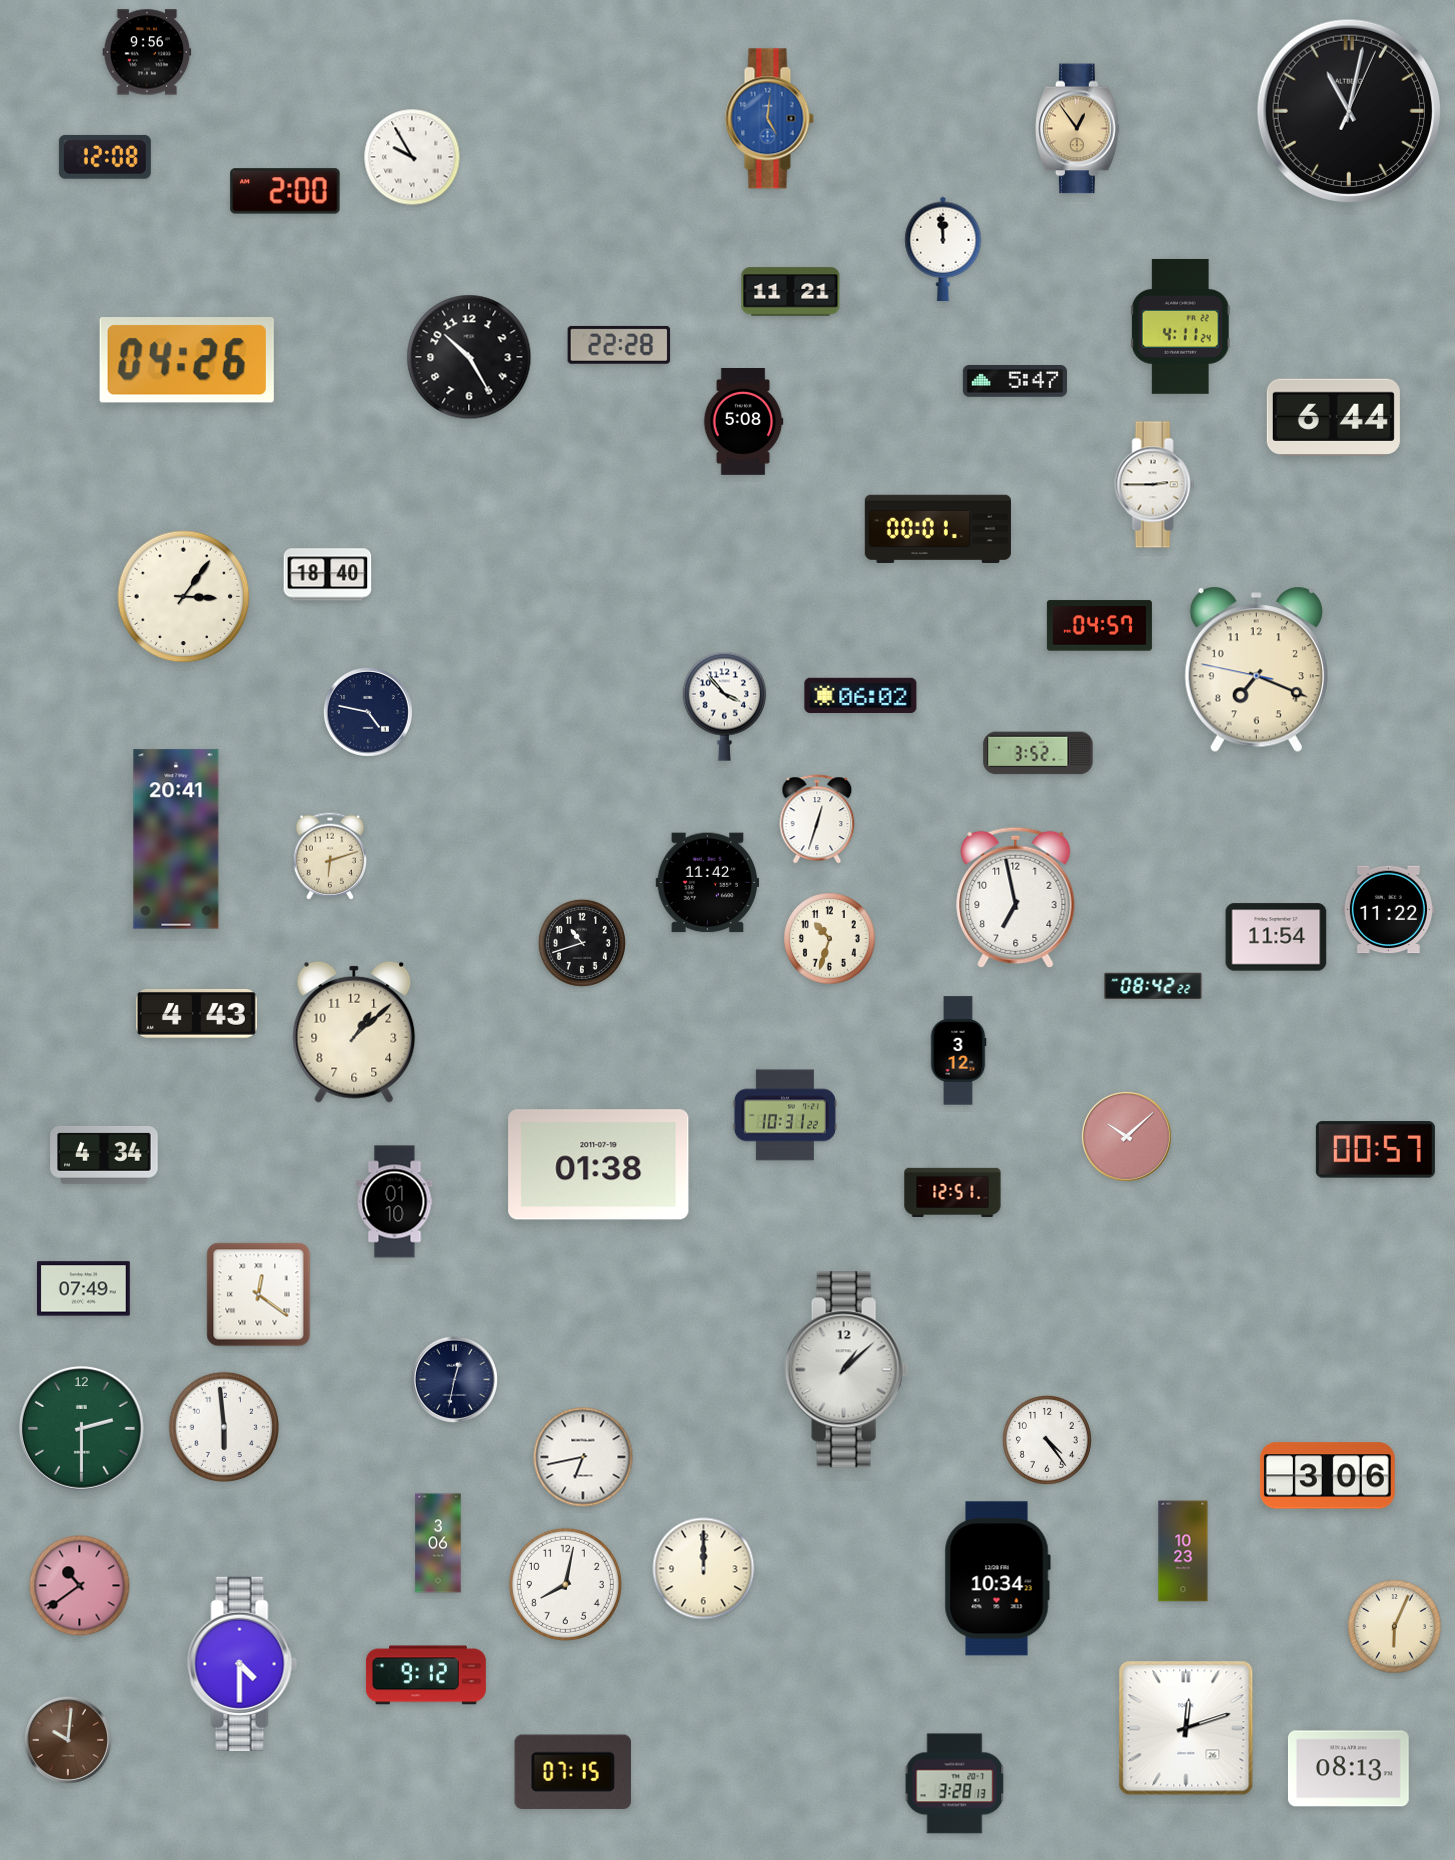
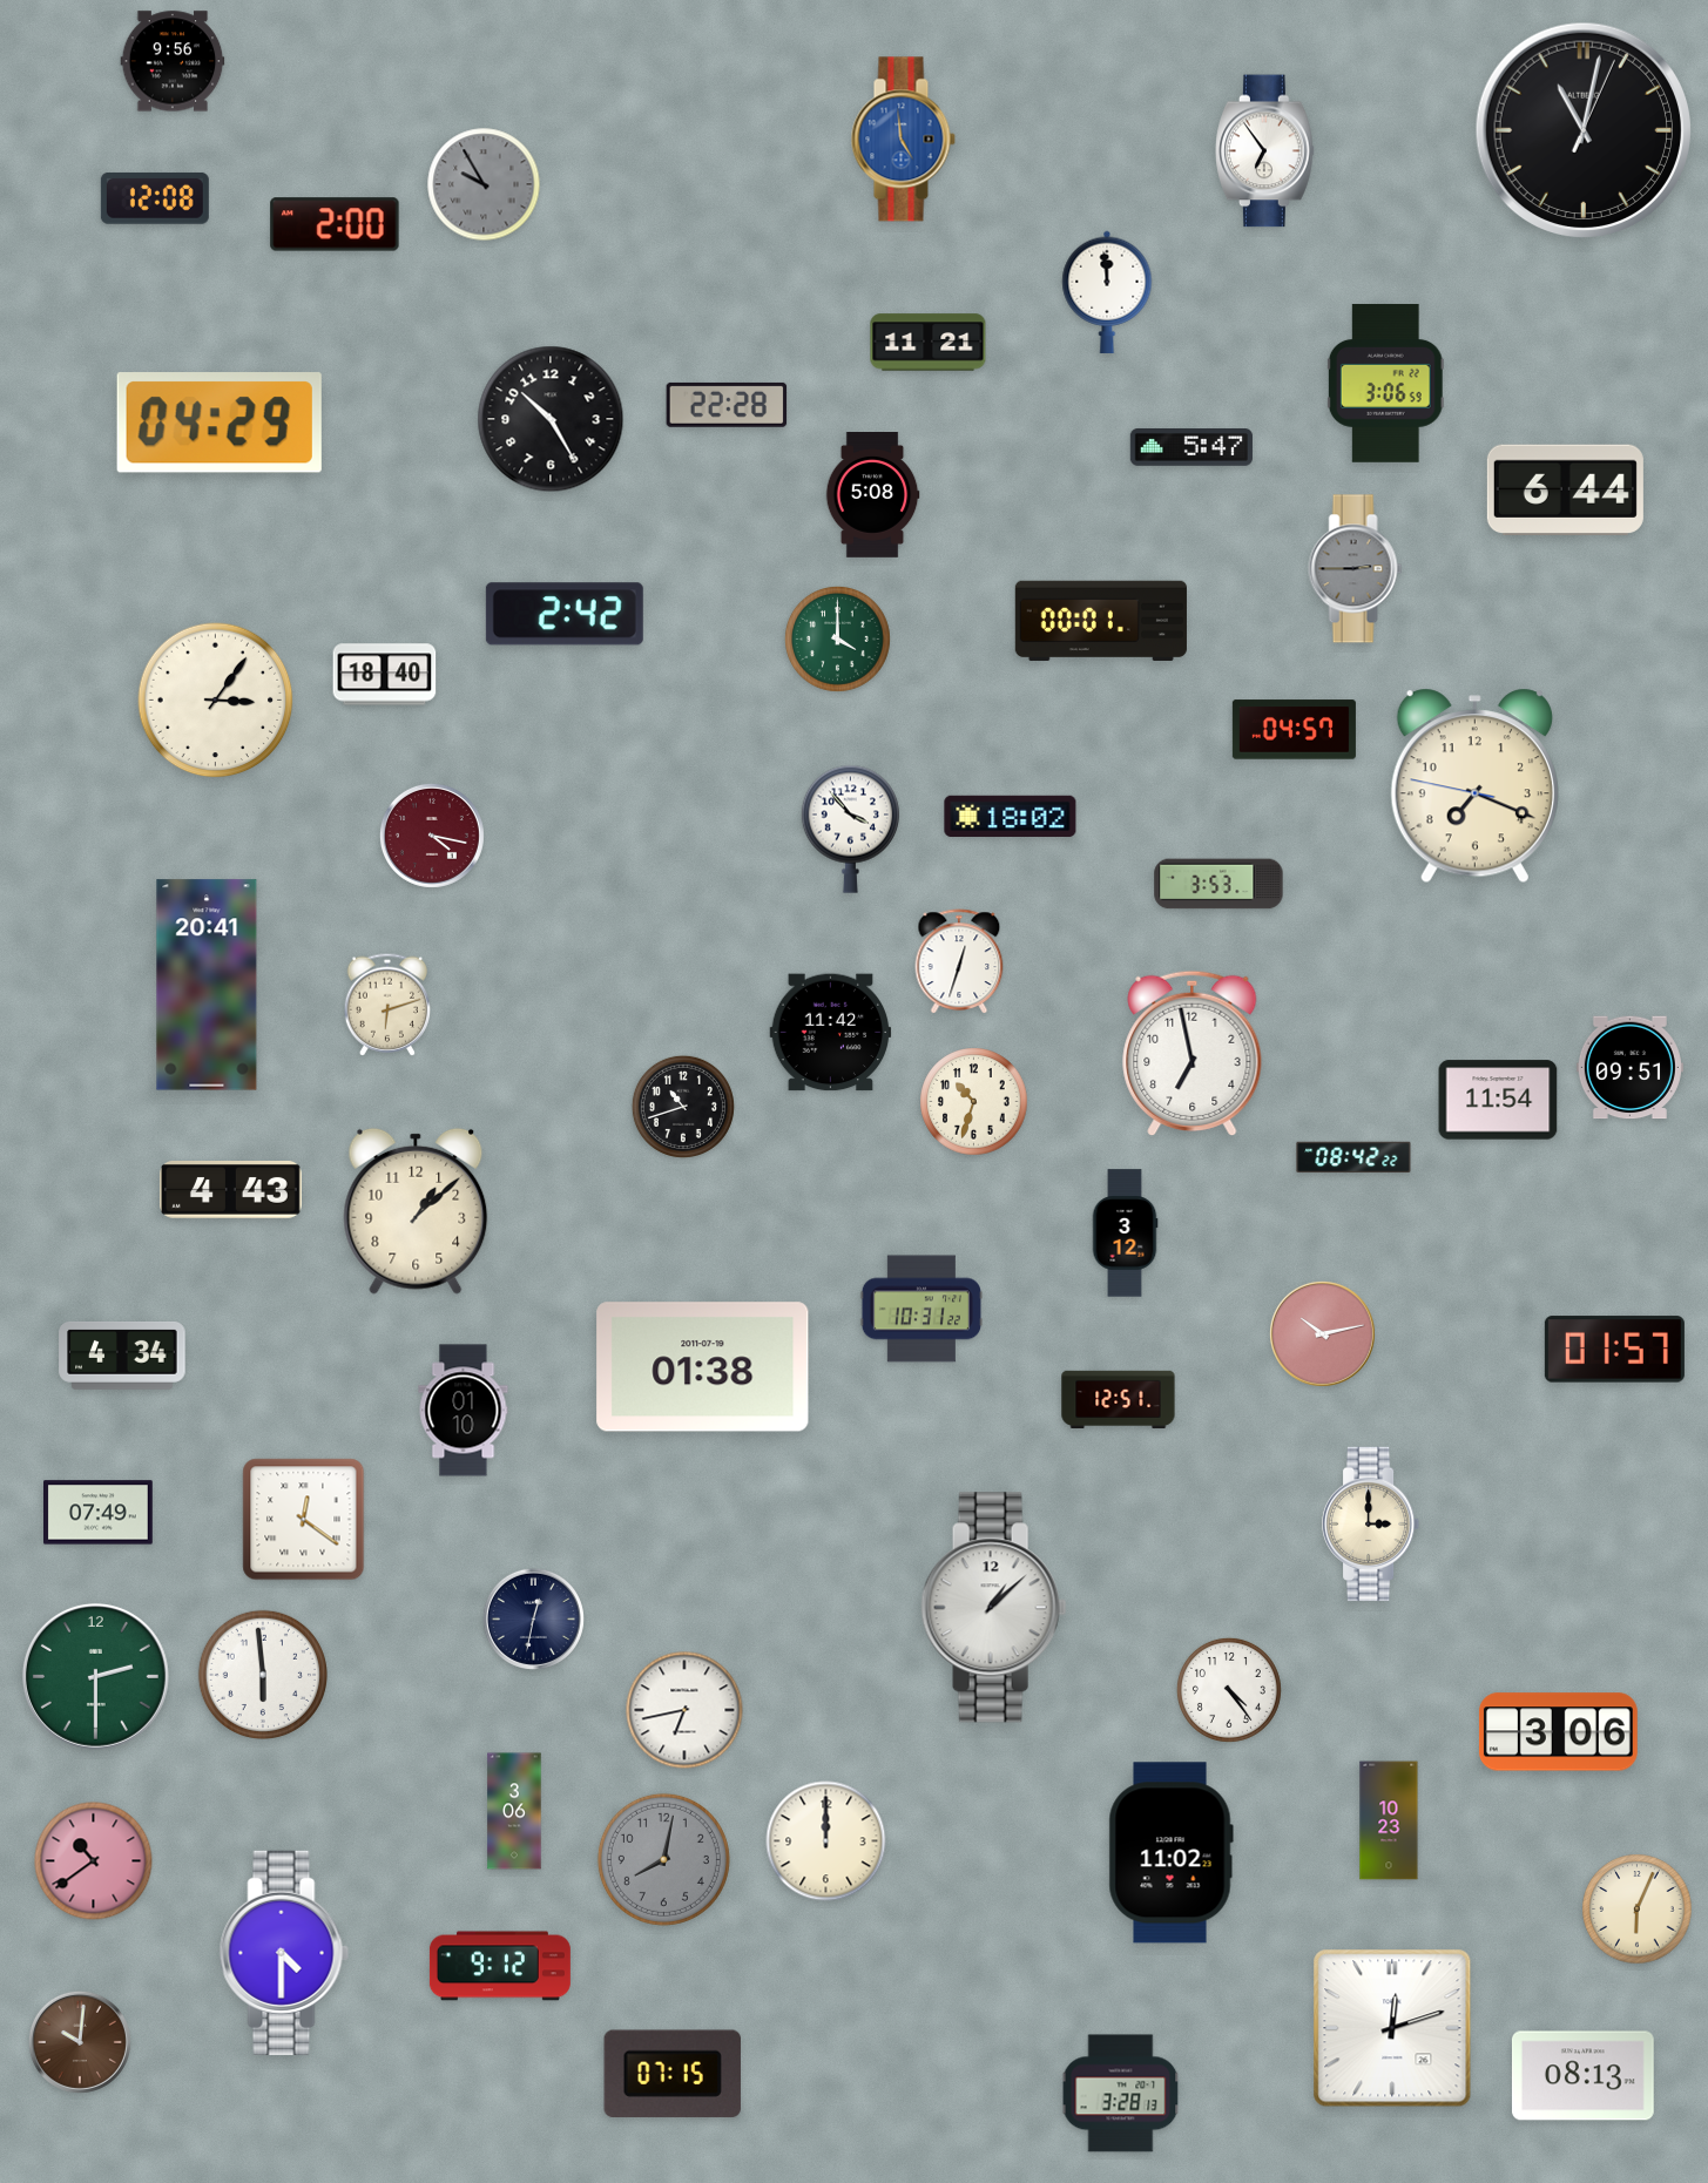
clock at (769, 119): 5:01 -> 4:59
clock at (1078, 129): 12:54 -> 6:54
clock at (1078, 129) dial: champagne -> white
clock at (105, 157) position: (105, 157) -> (155, 198)
clock at (412, 157) dial: white -> grey
clock at (1180, 326): 4:11 -> 3:06
clock at (187, 360): 04:26 -> 04:29
clock at (1155, 485) dial: white -> grey
clock at (565, 614): none -> 2:42
clock at (838, 640): none -> 4:00
clock at (1099, 626) position: (1099, 626) -> (1294, 730)
clock at (861, 695): 06:02 -> 18:02
clock at (368, 712): 4:47 -> 4:17
clock at (368, 712) dial: navy -> burgundy
clock at (1038, 753): 3:52 -> 3:53
clock at (708, 883) position: (708, 883) -> (831, 1033)
clock at (1388, 910): 11:22 -> 09:51
clock at (1126, 1136): 10:08 -> 10:13
clock at (1375, 1150): 00:57 -> 01:57
clock at (1371, 1525): none -> 3:00
clock at (997, 1579): 10:34 -> 11:02
clock at (565, 1584) dial: white -> grey
clock at (573, 1772) position: (573, 1772) -> (673, 2074)
